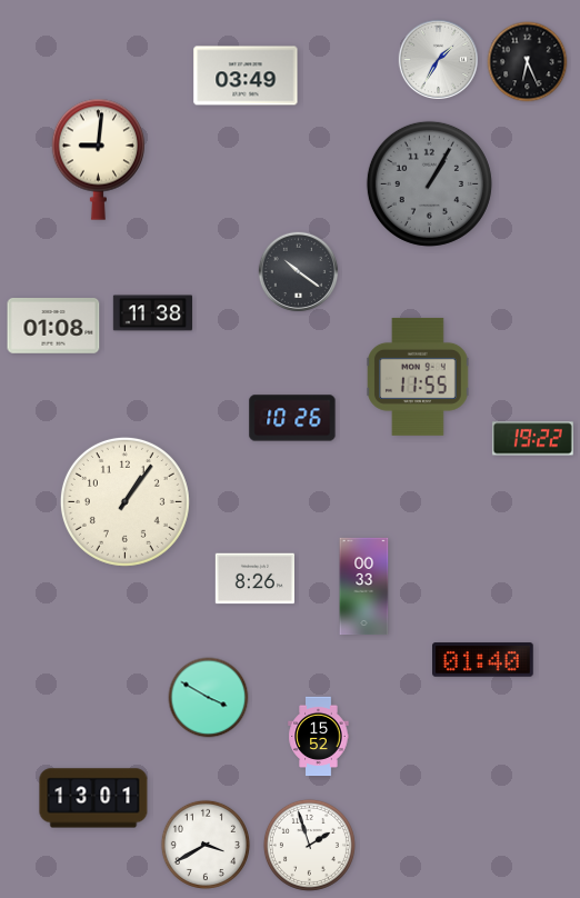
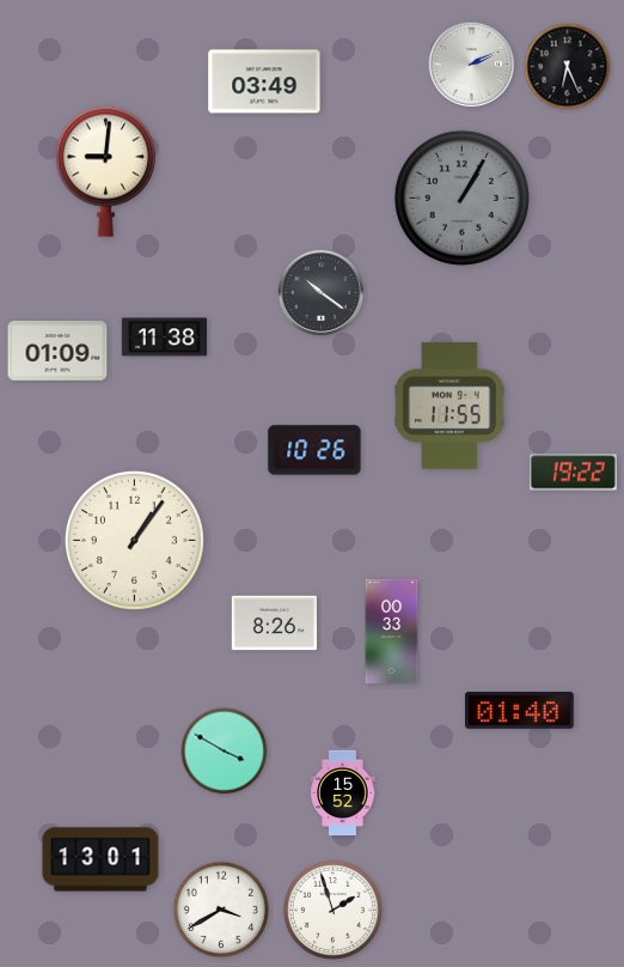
clock at (439, 60): 1:35 -> 2:11
clock at (53, 327): 01:08 -> 01:09
